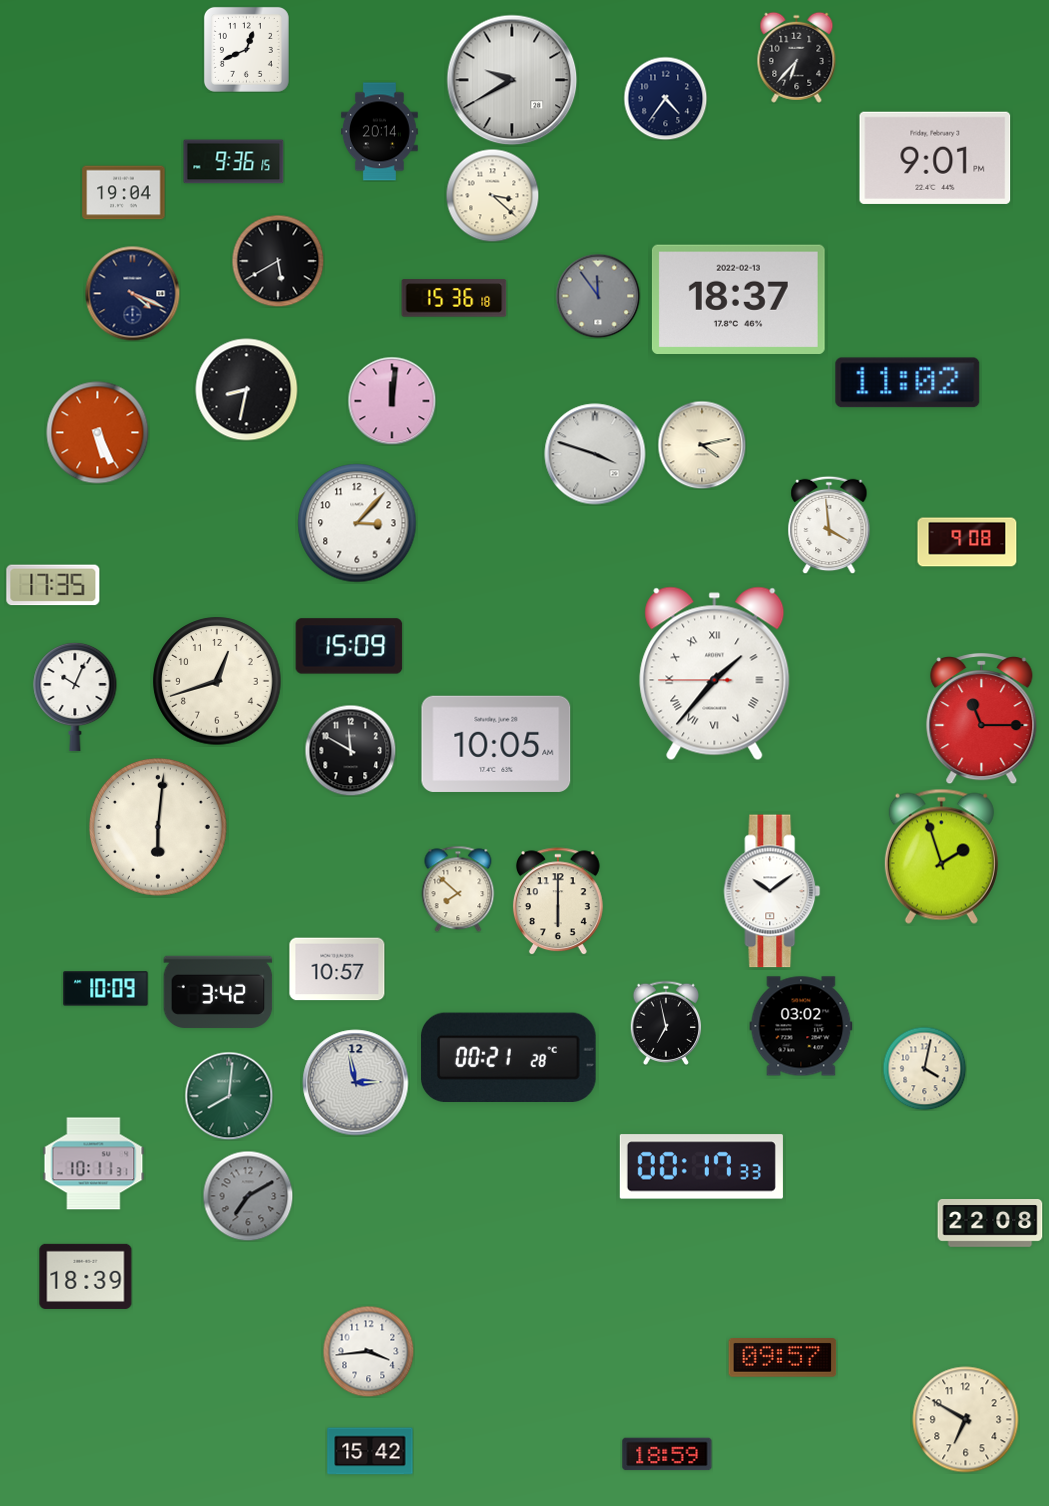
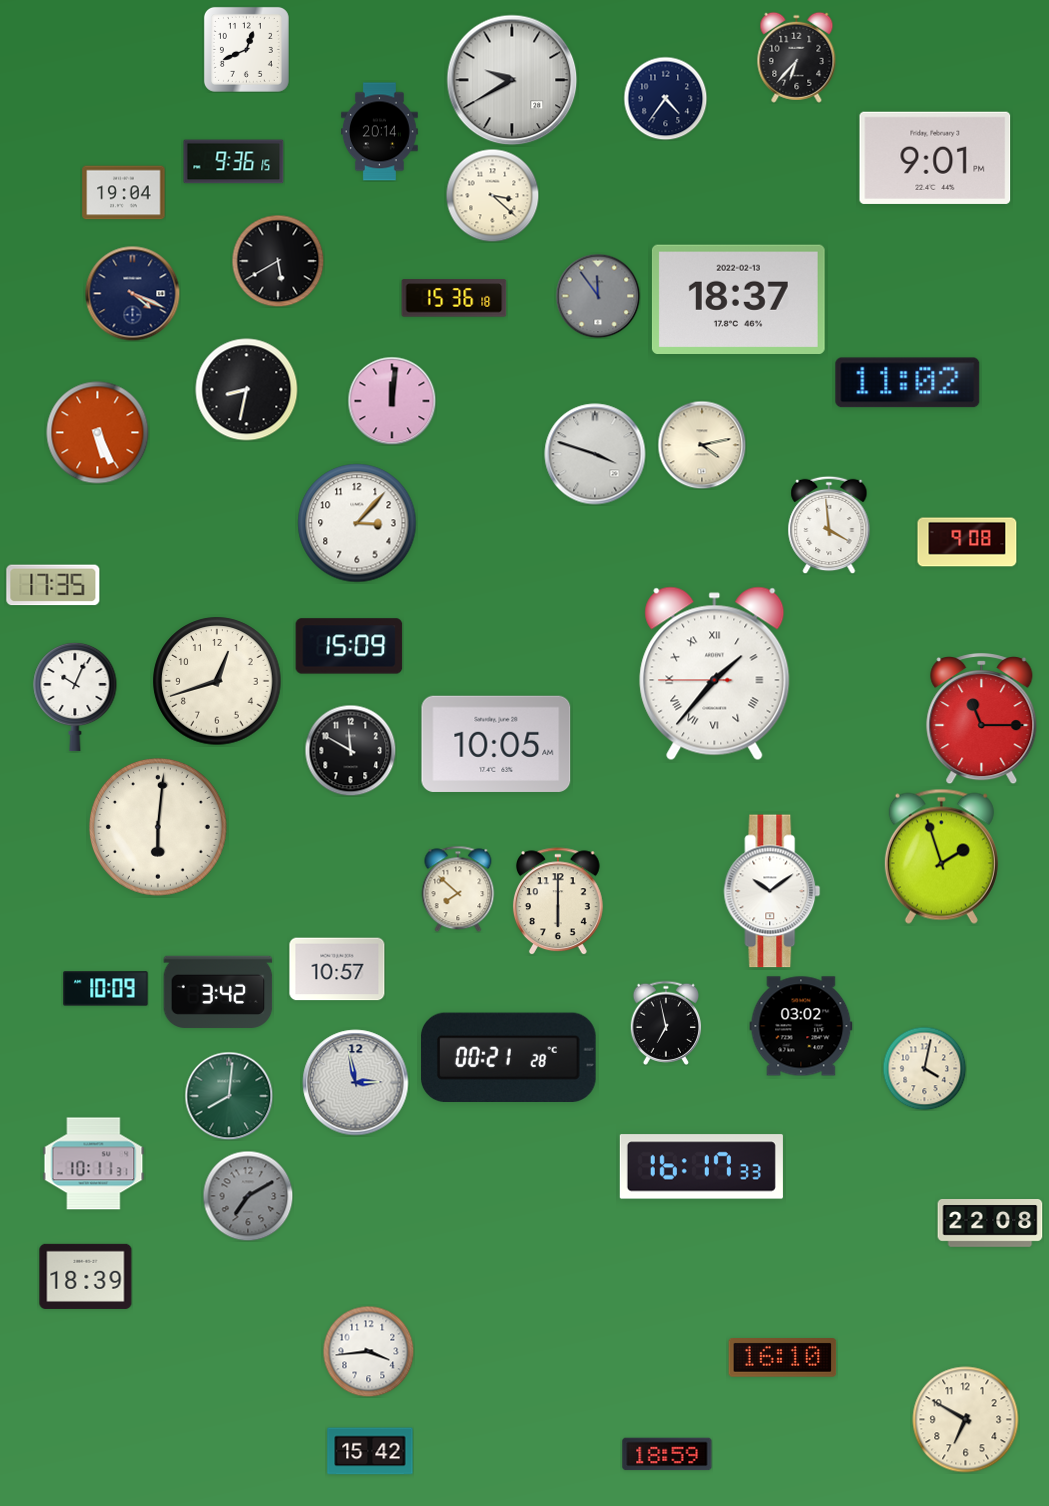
clock at (701, 1167): 00:17 -> 16:17
clock at (783, 1358): 09:57 -> 16:10
